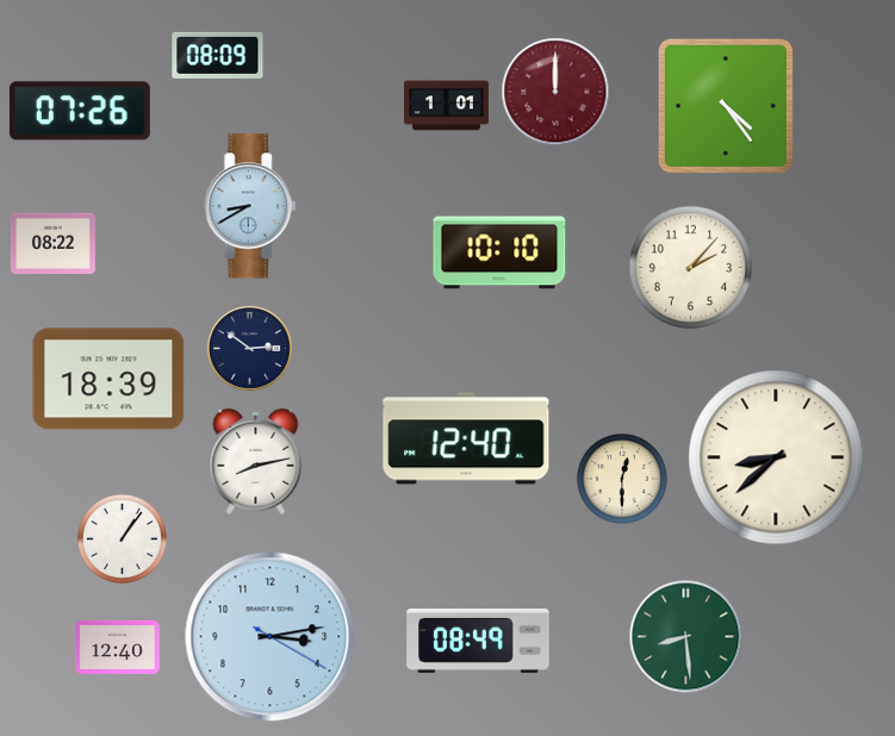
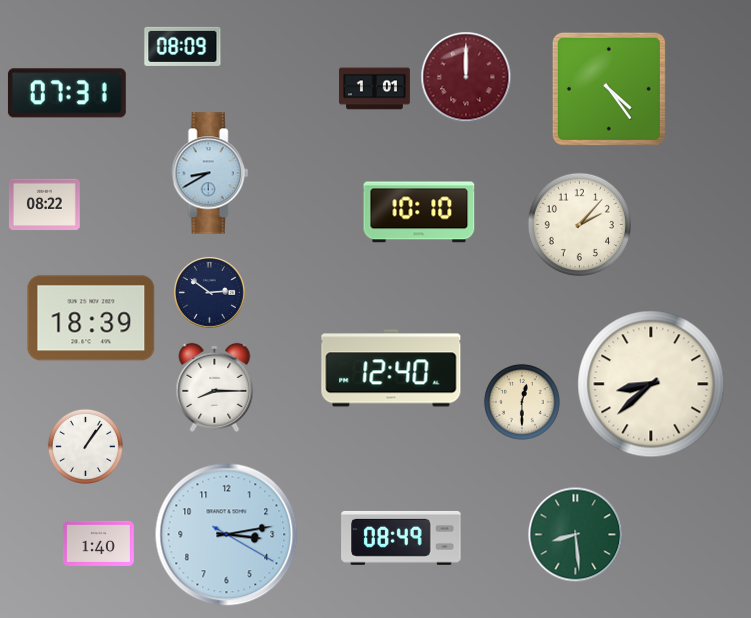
clock at (80, 111): 07:26 -> 07:31
clock at (256, 461): 8:13 -> 8:15
clock at (122, 538) position: (122, 538) -> (85, 446)
clock at (118, 647): 12:40 -> 1:40
